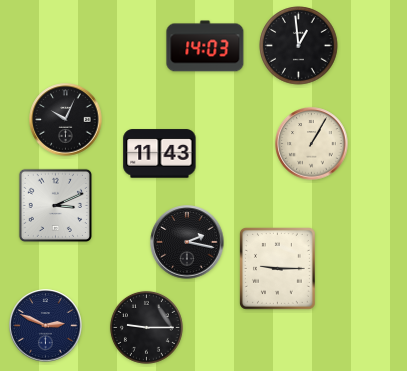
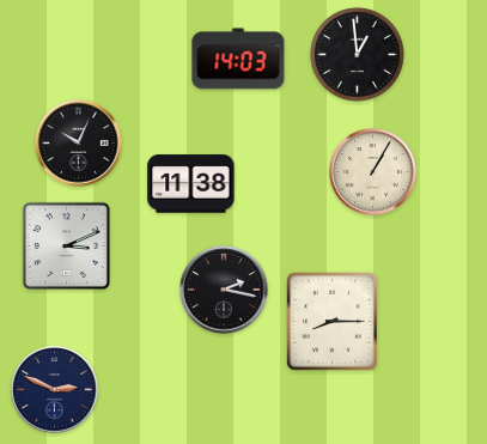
clock at (205, 46) position: (205, 46) -> (238, 59)
clock at (160, 154): 11:43 -> 11:38
clock at (278, 269): 9:15 -> 8:15
clock at (146, 327): 9:15 -> none
